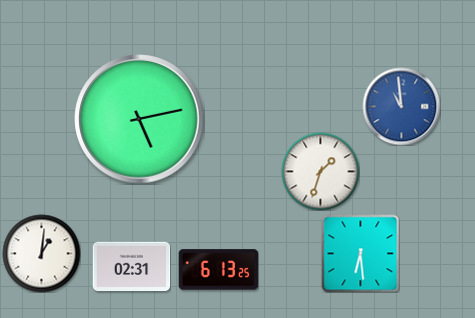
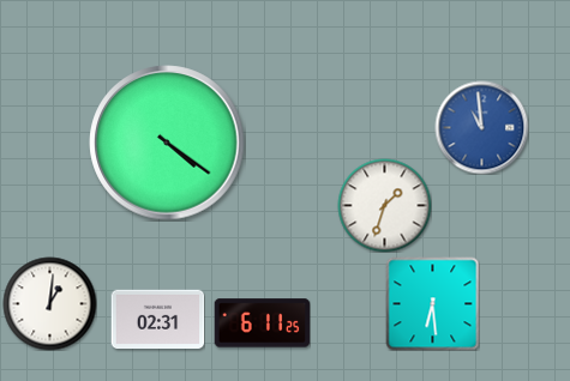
clock at (139, 119): 5:13 -> 4:21
clock at (218, 270): 6:13 -> 6:11
